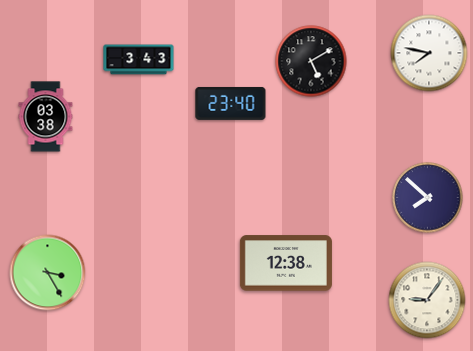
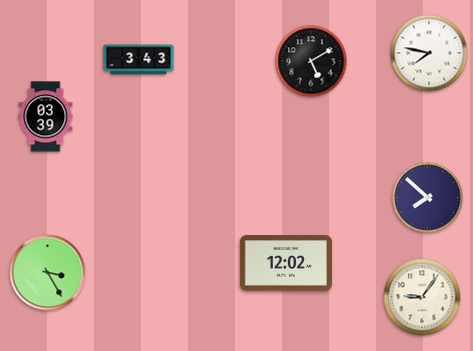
clock at (231, 103): 23:40 -> none
clock at (46, 117): 03:38 -> 03:39
clock at (286, 263): 12:38 -> 12:02
clock at (427, 300) position: (427, 300) -> (422, 297)
